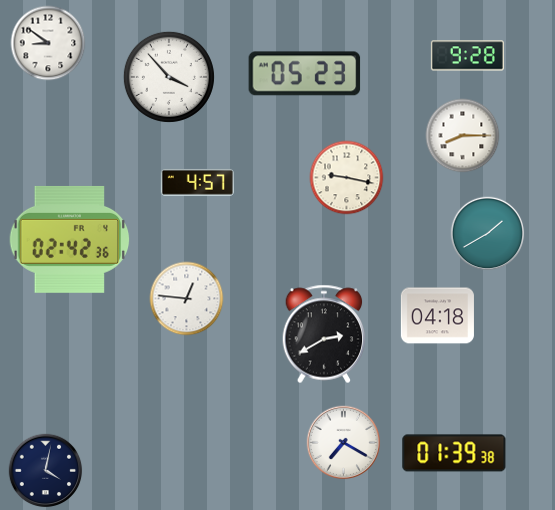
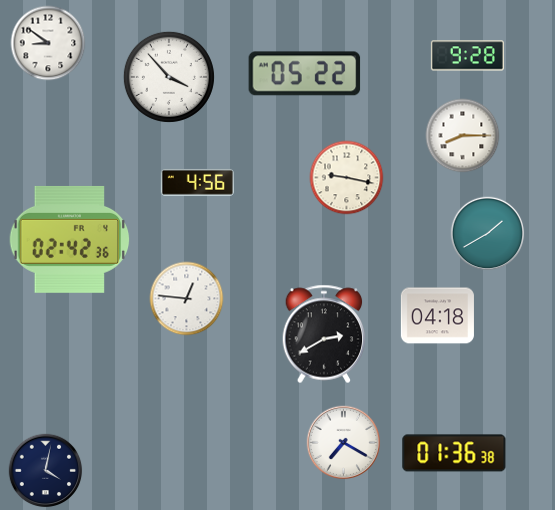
clock at (305, 74): 05:23 -> 05:22
clock at (197, 183): 4:57 -> 4:56
clock at (454, 453): 01:39 -> 01:36
